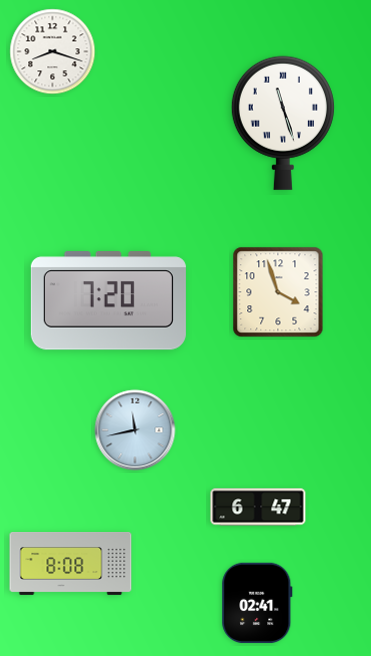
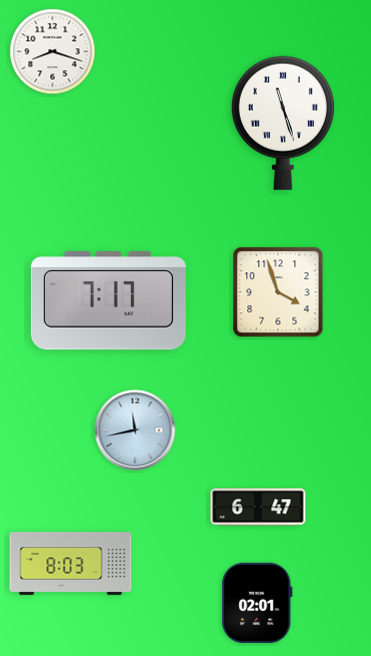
clock at (108, 301): 7:20 -> 7:17
clock at (71, 563): 8:08 -> 8:03
clock at (257, 603): 02:41 -> 02:01
